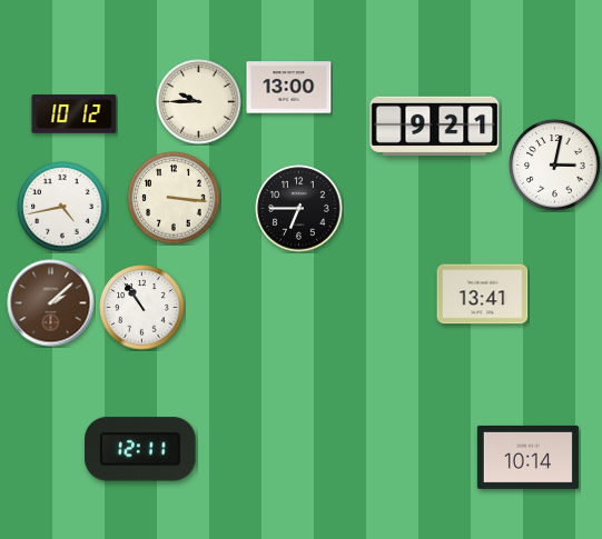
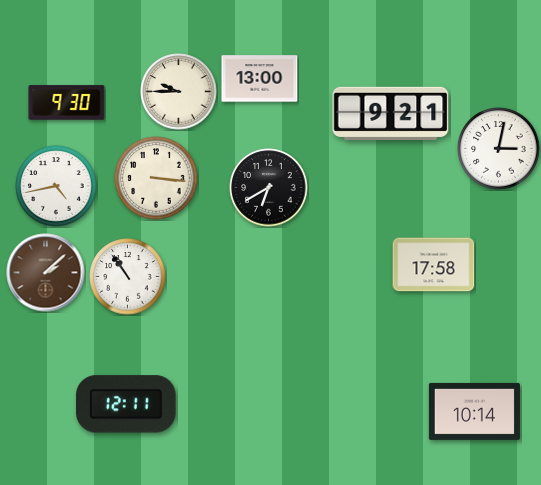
clock at (75, 114): 10:12 -> 9:30
clock at (299, 209): 6:45 -> 6:40
clock at (483, 295): 13:41 -> 17:58
